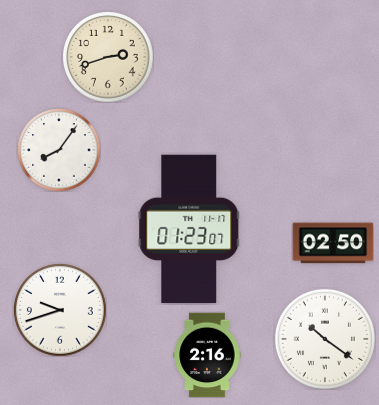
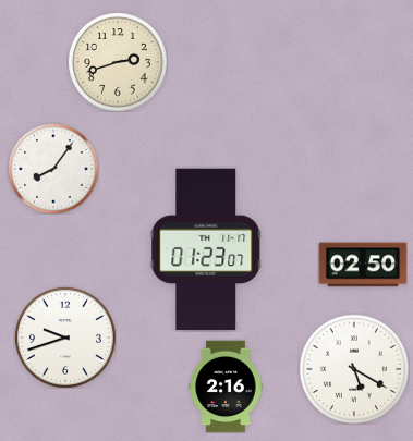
clock at (59, 150) position: (59, 150) -> (53, 169)
clock at (325, 339): 10:21 -> 5:20
